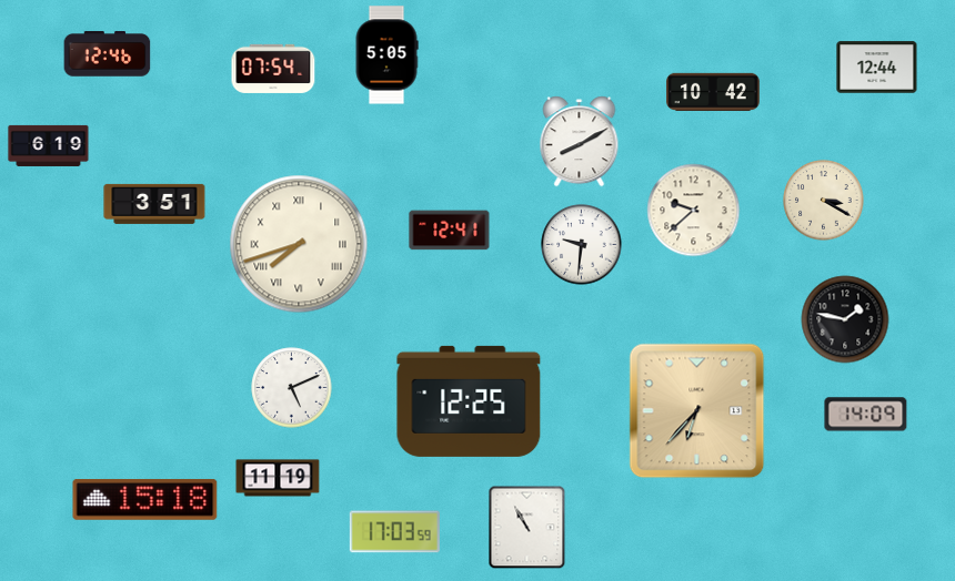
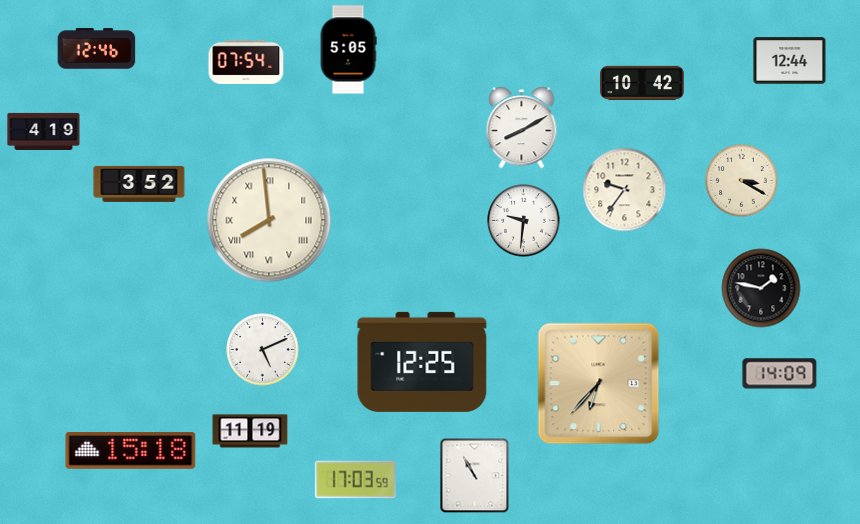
clock at (49, 145): 6:19 -> 4:19
clock at (154, 204): 3:51 -> 3:52
clock at (694, 211): 9:38 -> 9:36
clock at (450, 231): 12:41 -> none
clock at (299, 244): 7:42 -> 7:59
clock at (697, 411) position: (697, 411) -> (599, 384)
